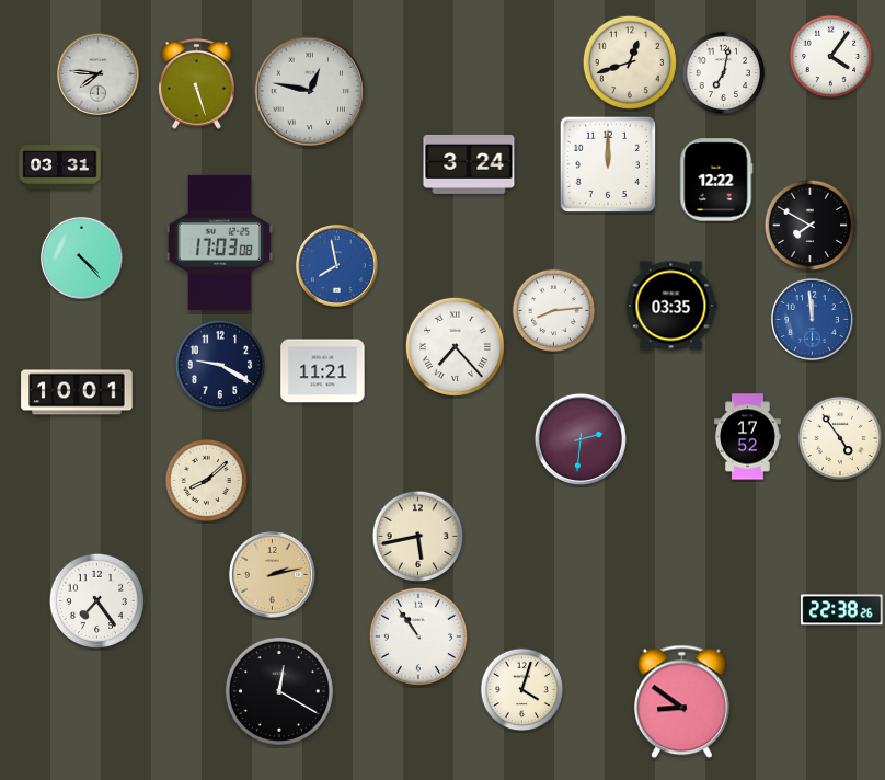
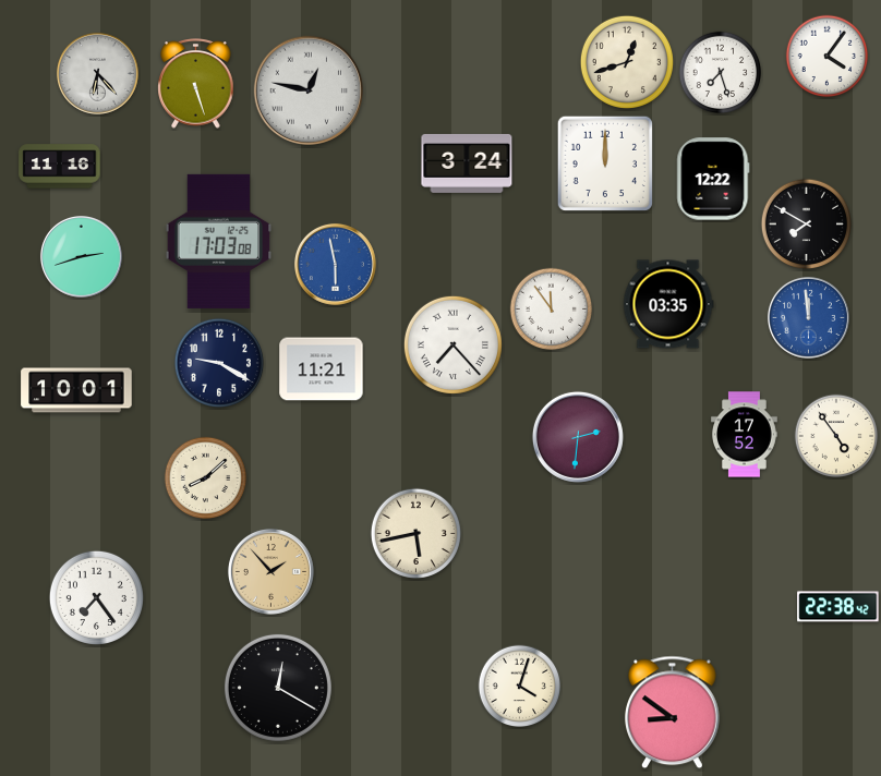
clock at (97, 73): 7:46 -> 6:23
clock at (724, 73): 7:02 -> 7:27
clock at (60, 168): 03:31 -> 11:16
clock at (81, 257): 4:23 -> 2:42
clock at (336, 265): 7:58 -> 5:58
clock at (554, 311): 8:14 -> 11:54
clock at (272, 574): 2:13 -> 1:53
clock at (842, 610): 22:38:26 -> 22:38:42
clock at (418, 636): 10:54 -> none
clock at (682, 702) position: (682, 702) -> (673, 713)
